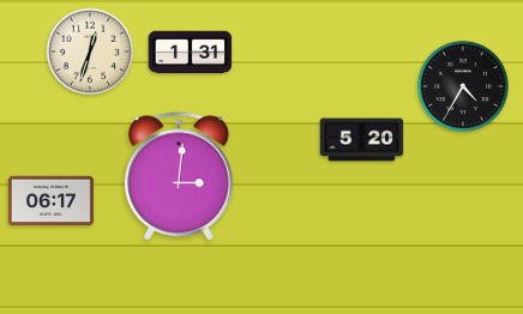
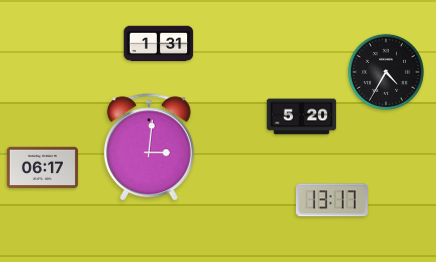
clock at (90, 52): 12:33 -> none
clock at (332, 200): none -> 13:17
